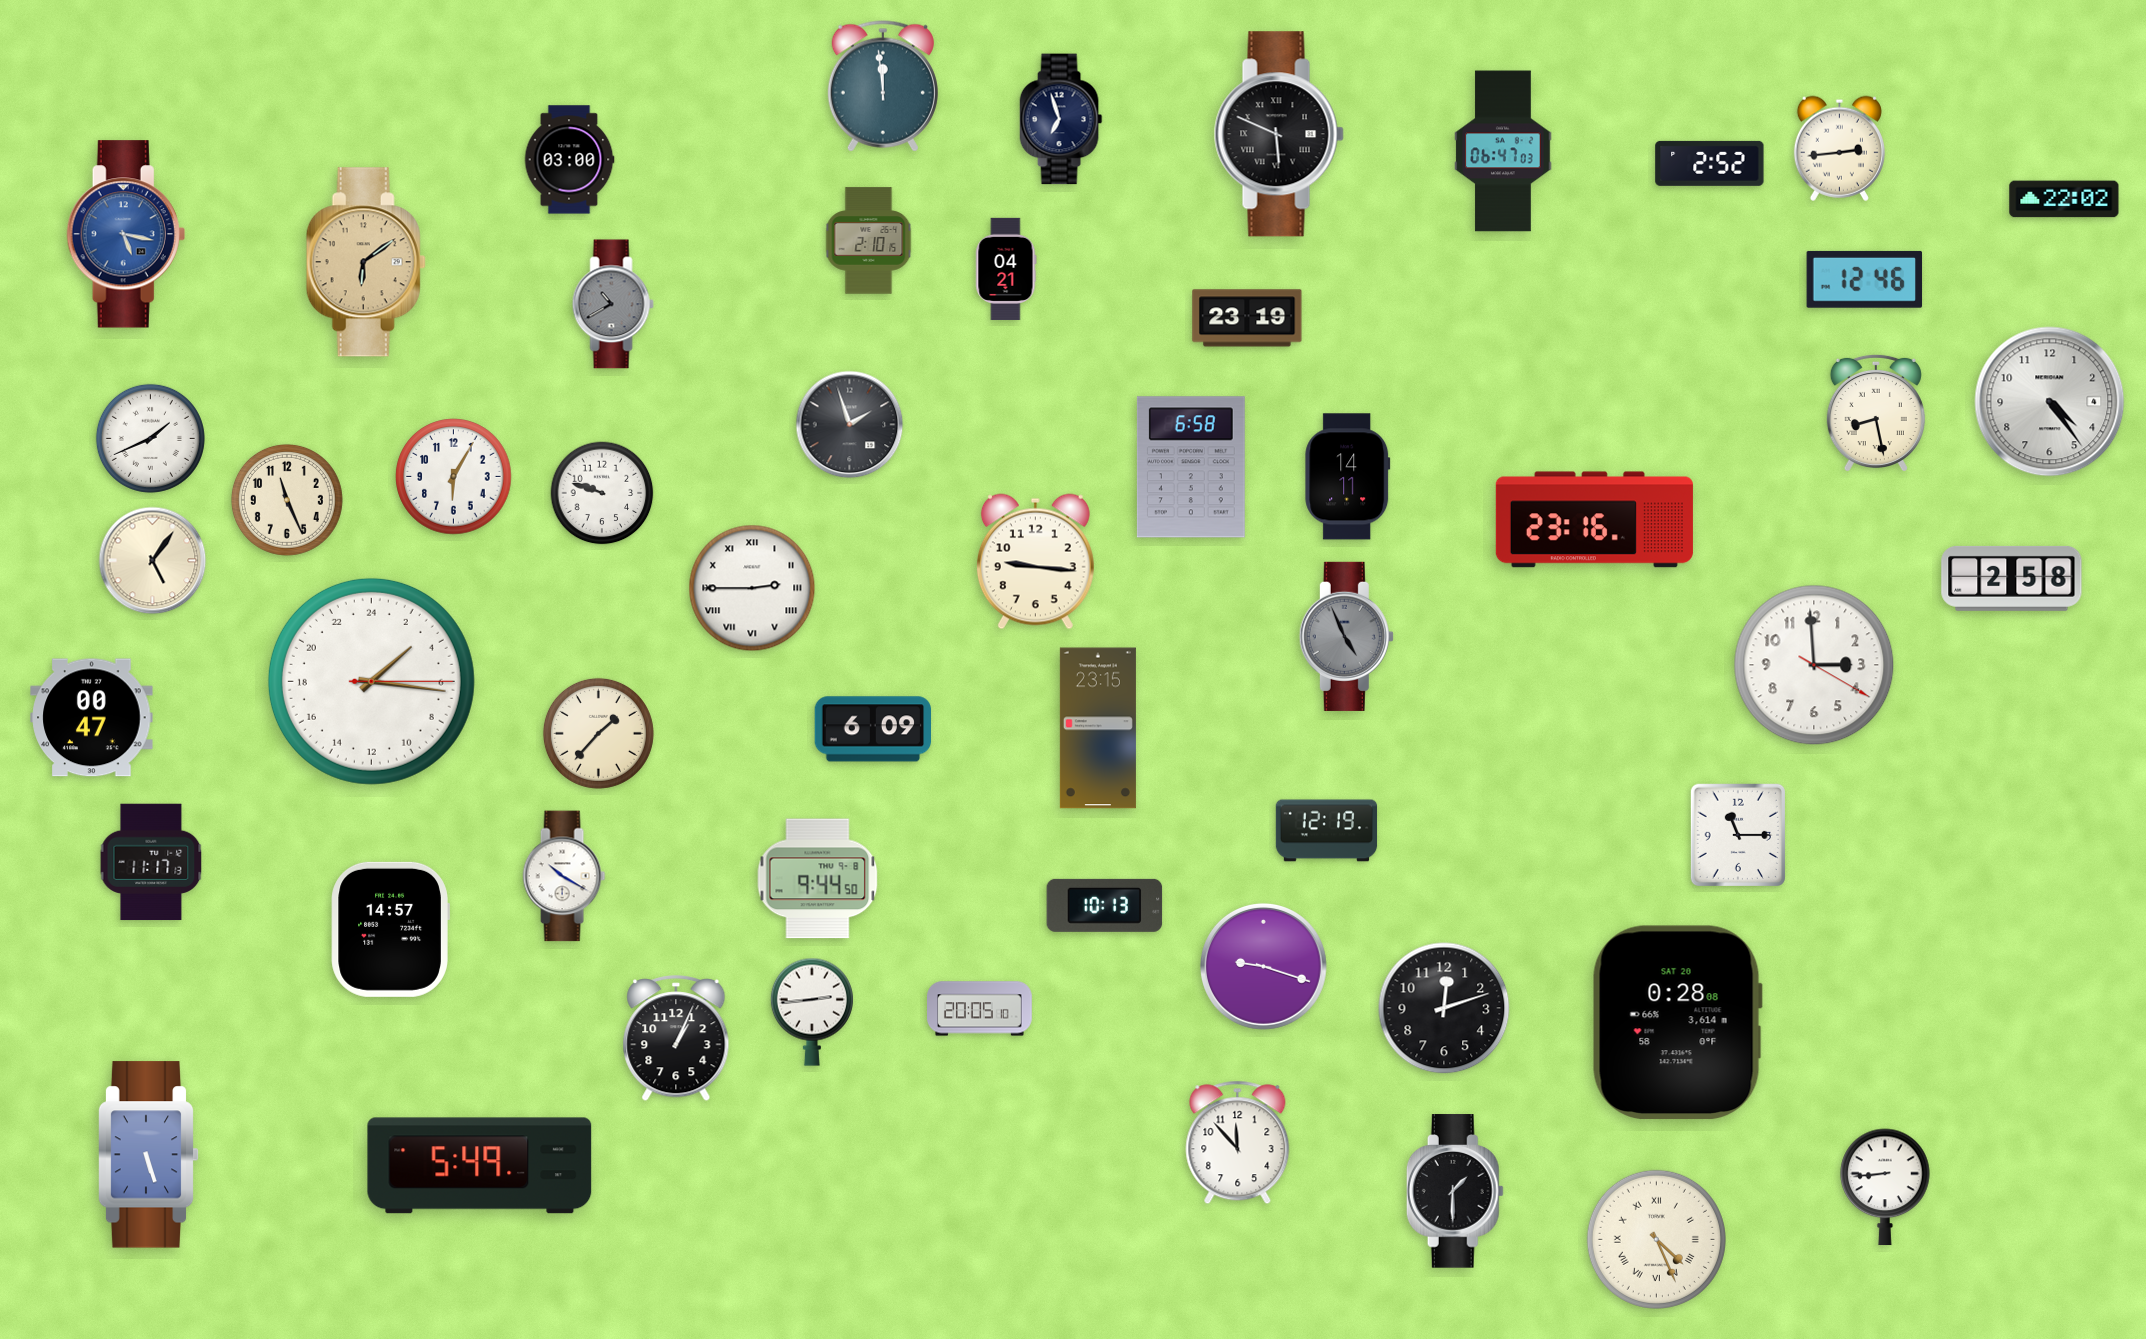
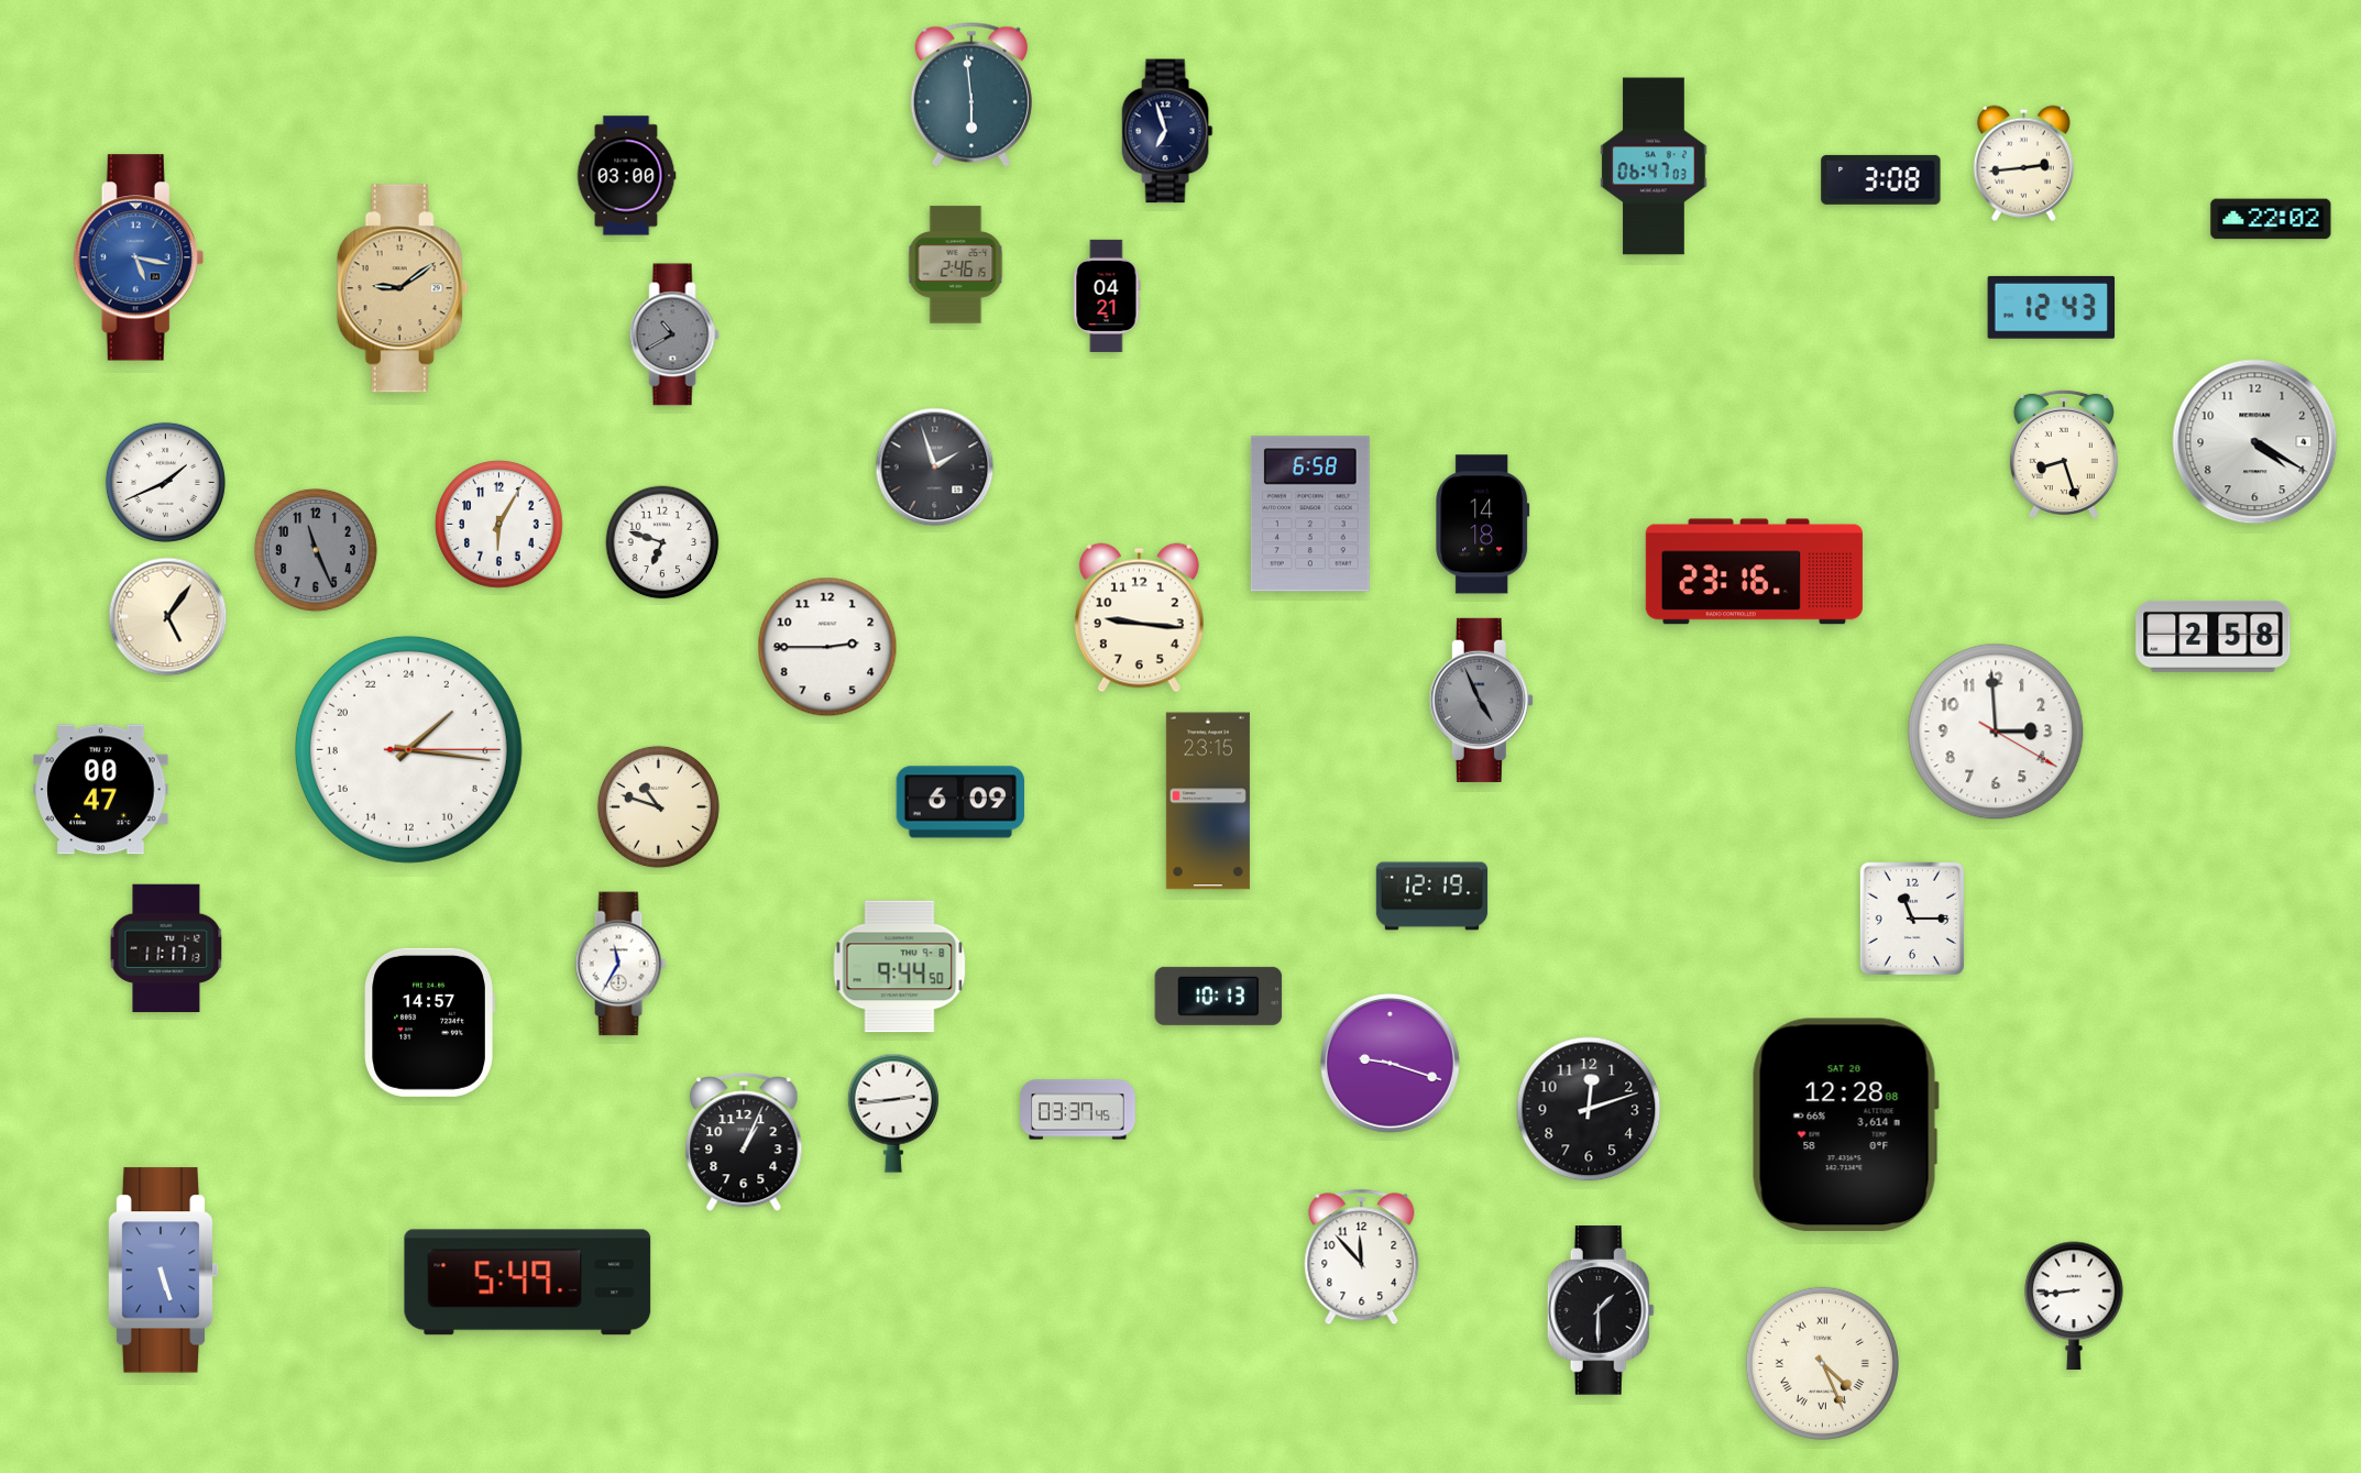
clock at (883, 86): 11:59 -> 5:59
clock at (1279, 134): 5:49 -> none
clock at (1710, 163): 2:52 -> 3:08
clock at (869, 241): 2:10 -> 2:46
clock at (366, 262): 6:09 -> 9:09
clock at (1865, 279): 12:46 -> 12:43
clock at (1247, 318): 23:19 -> none
clock at (2050, 402): 4:24 -> 4:20
clock at (1876, 413): 8:28 -> 8:27
clock at (1348, 477): 14:11 -> 14:18
clock at (602, 493): 9:48 -> 6:48
clock at (287, 500) dial: cream -> grey
clock at (752, 588) numerals: Roman -> Arabic
clock at (598, 733): 1:37 -> 10:48
clock at (1327, 831) position: (1327, 831) -> (1432, 897)
clock at (564, 876): 10:20 -> 11:35
clock at (1105, 905) position: (1105, 905) -> (1219, 996)
clock at (980, 1009): 20:05 -> 03:37
clock at (1677, 1023): 0:28 -> 12:28
